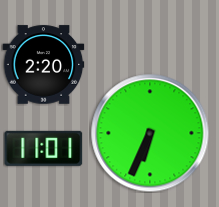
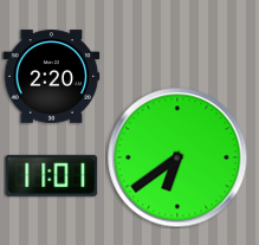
clock at (150, 133): 6:34 -> 6:39
